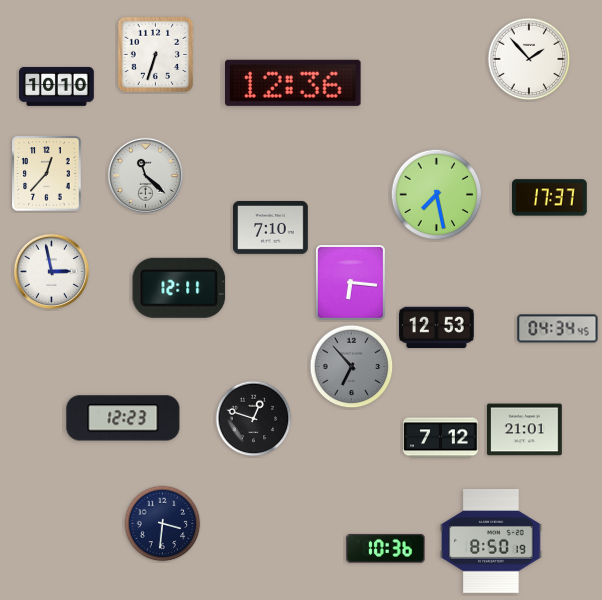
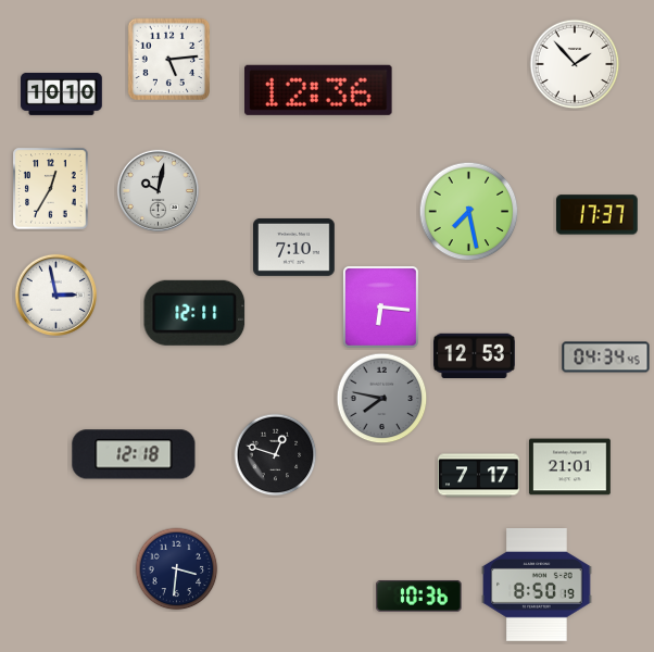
clock at (155, 54): 6:33 -> 5:14
clock at (47, 174): 12:37 -> 12:35
clock at (145, 175): 11:22 -> 10:02
clock at (437, 195) position: (437, 195) -> (469, 212)
clock at (352, 367): 6:53 -> 7:47
clock at (123, 418): 12:23 -> 12:18
clock at (441, 438): 7:12 -> 7:17
clock at (491, 542) position: (491, 542) -> (537, 586)
